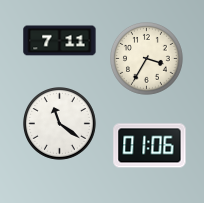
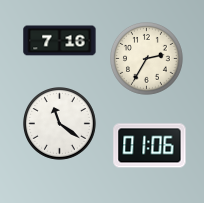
clock at (60, 41): 7:11 -> 7:16
clock at (147, 59): 3:35 -> 2:35
